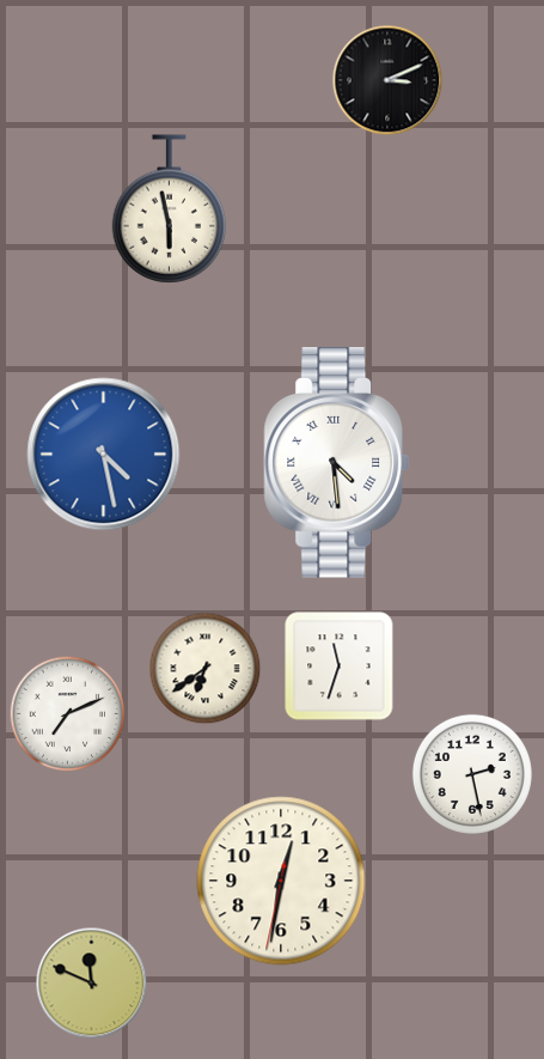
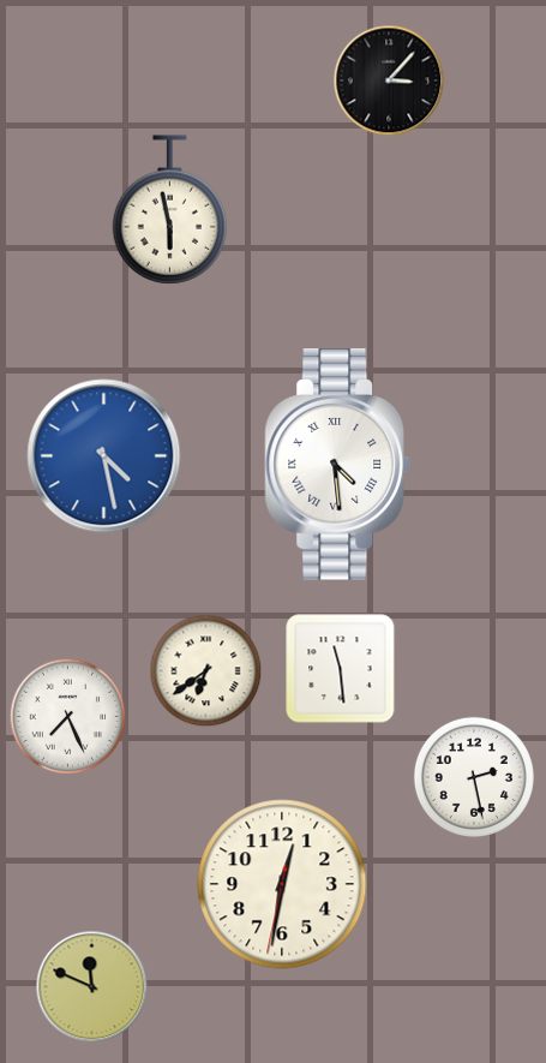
clock at (387, 80): 3:11 -> 3:07
clock at (340, 667): 11:33 -> 11:29
clock at (68, 714): 7:11 -> 7:26
